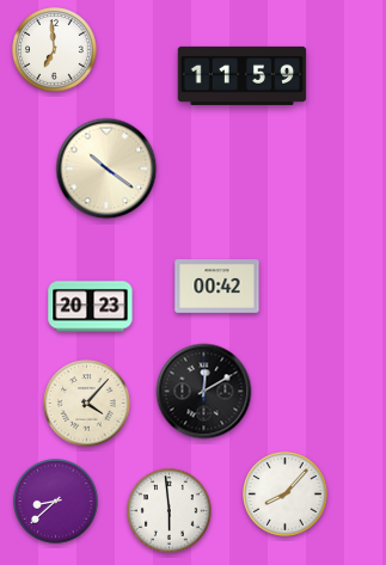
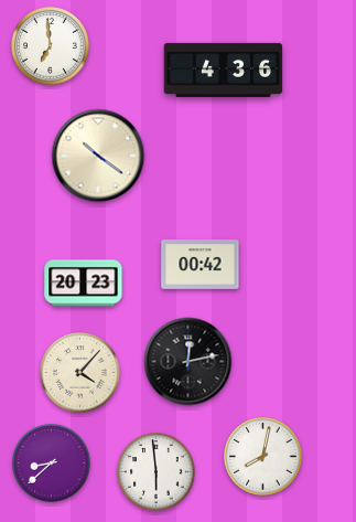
clock at (243, 75): 11:59 -> 4:36
clock at (204, 392): 12:10 -> 12:13
clock at (286, 495): 8:07 -> 8:02
